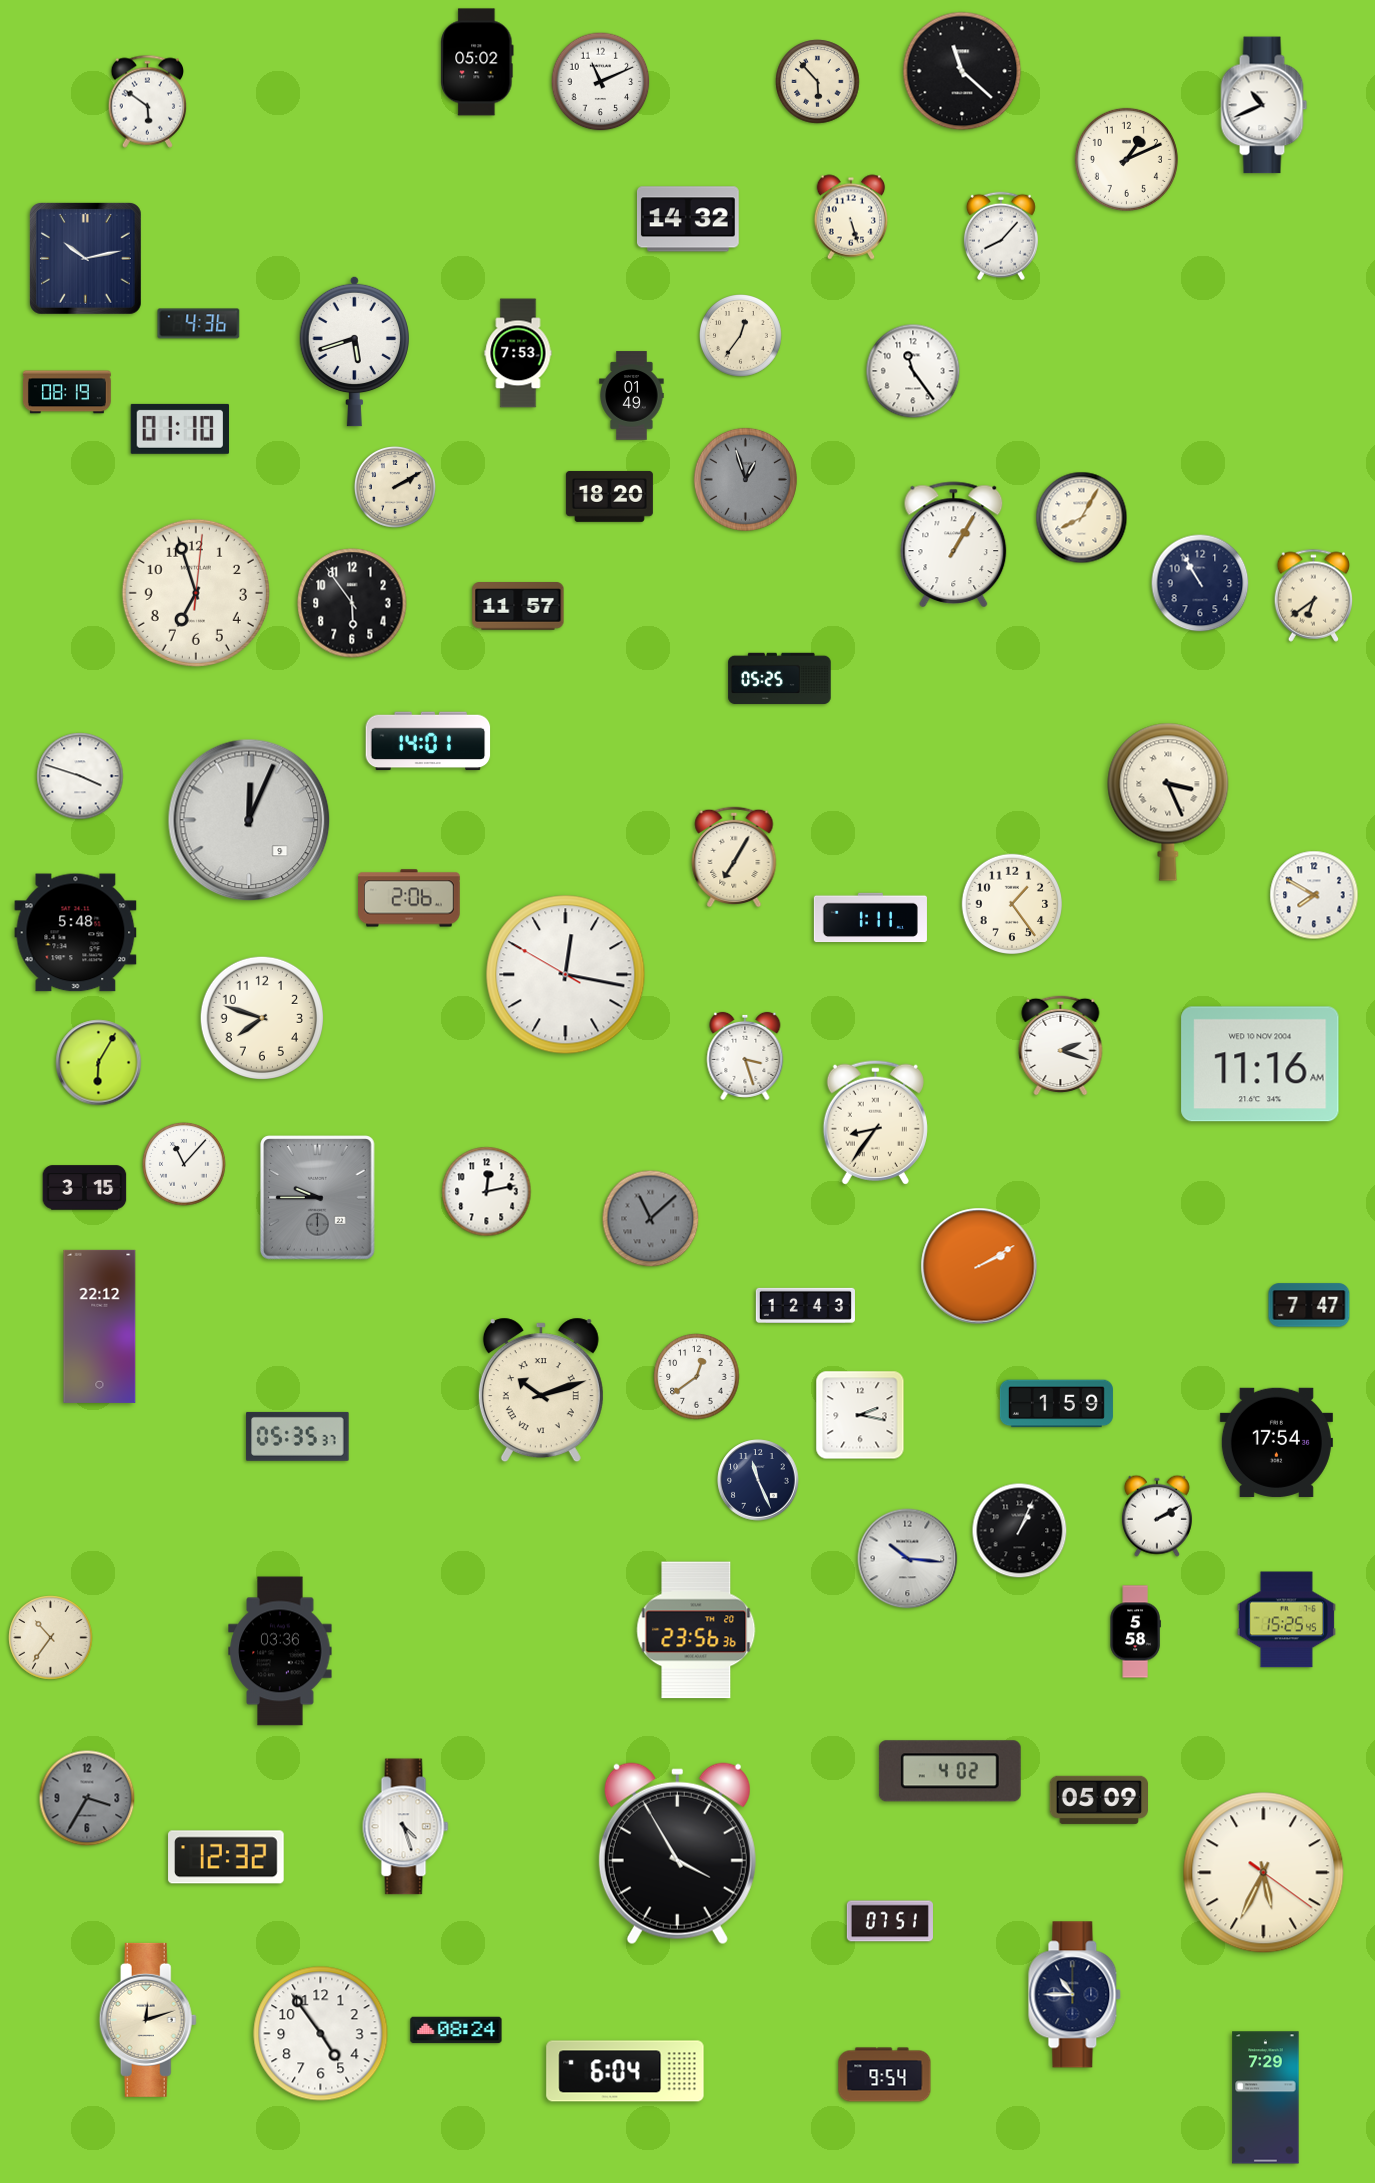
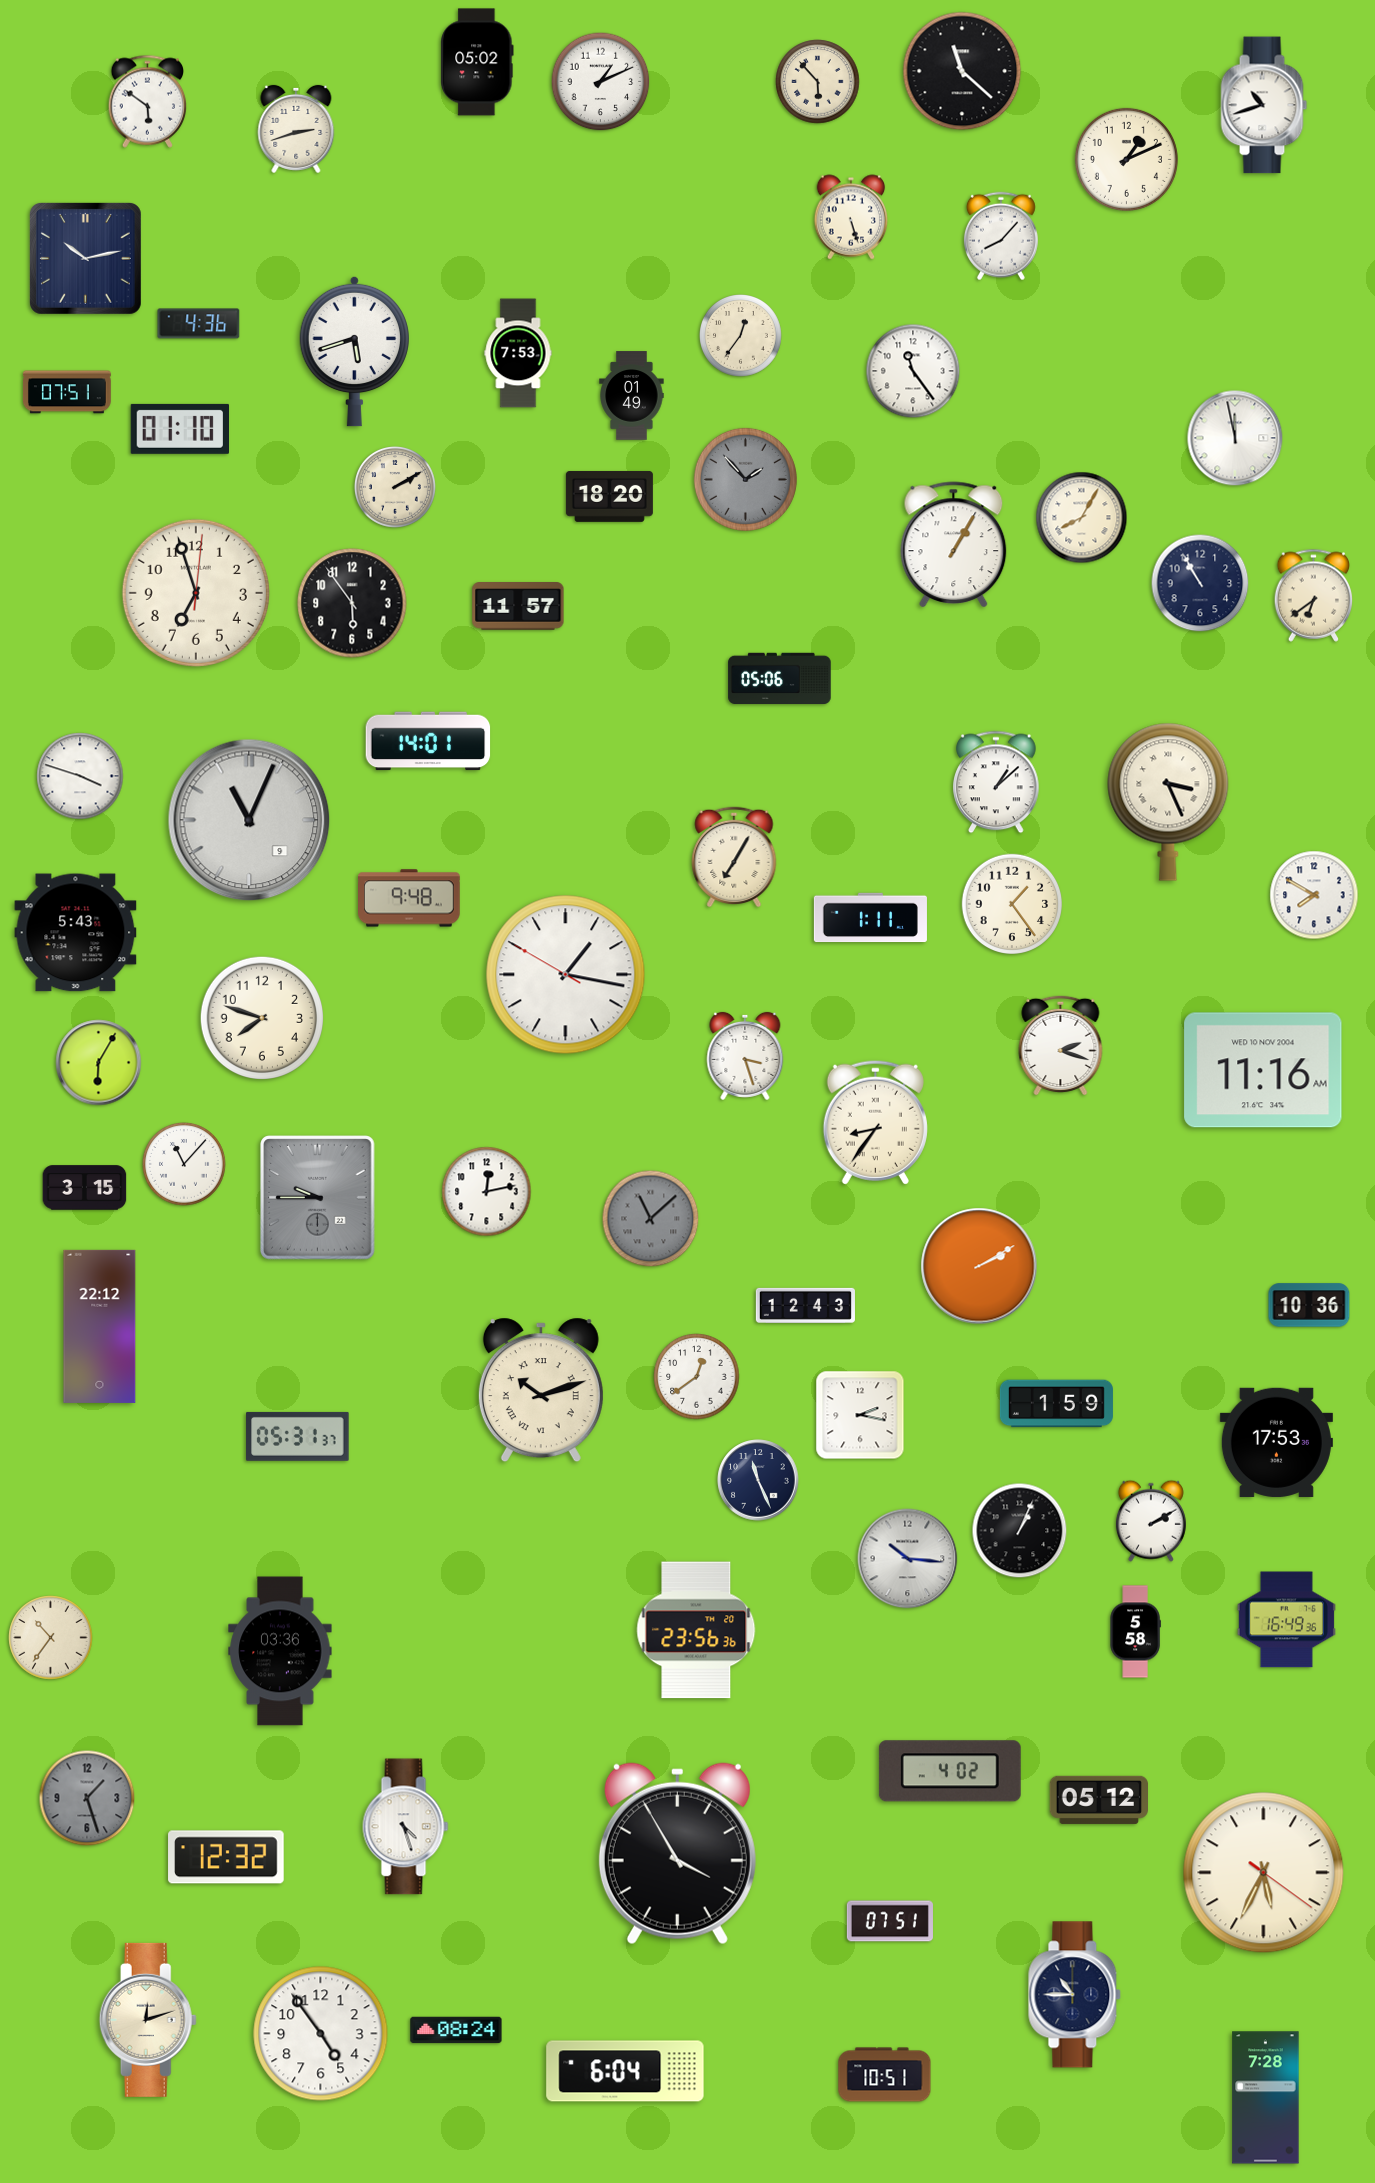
clock at (601, 82): 11:11 -> 1:11
clock at (1264, 105): 10:41 -> 10:42
clock at (296, 129): none -> 2:42
clock at (689, 219): 14:32 -> none
clock at (67, 392): 08:19 -> 07:51
clock at (1235, 438): none -> 11:58
clock at (745, 479): 12:57 -> 1:53
clock at (780, 679): 05:25 -> 05:06
clock at (997, 782): none -> 1:08
clock at (249, 820): 12:04 -> 11:04
clock at (410, 898): 2:06 -> 9:48
clock at (76, 933): 5:48 -> 5:43
clock at (566, 975): 12:16 -> 1:16
clock at (1260, 1064) position: (1260, 1064) -> (1263, 1070)
clock at (1309, 1305): 7:47 -> 10:36
clock at (298, 1436): 05:35 -> 05:31
clock at (1276, 1442): 17:54 -> 17:53
clock at (1157, 1516) position: (1157, 1516) -> (1151, 1521)
clock at (1286, 1620): 15:25 -> 16:49
clock at (87, 1798): 3:35 -> 1:27
clock at (1099, 1800): 05:09 -> 05:12
clock at (885, 2075): 9:54 -> 10:51
clock at (1266, 2098): 7:29 -> 7:28
